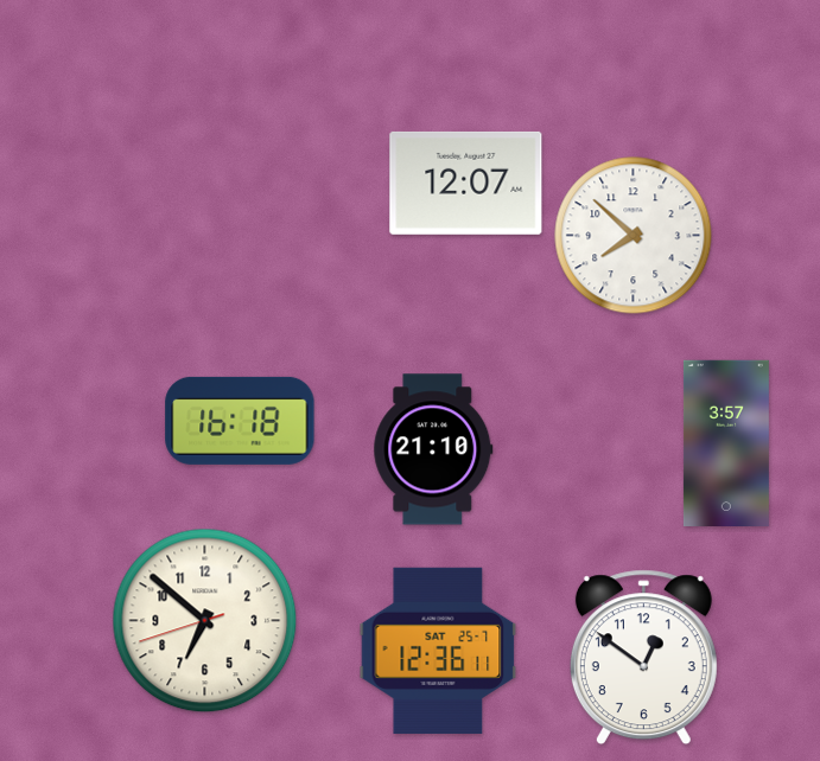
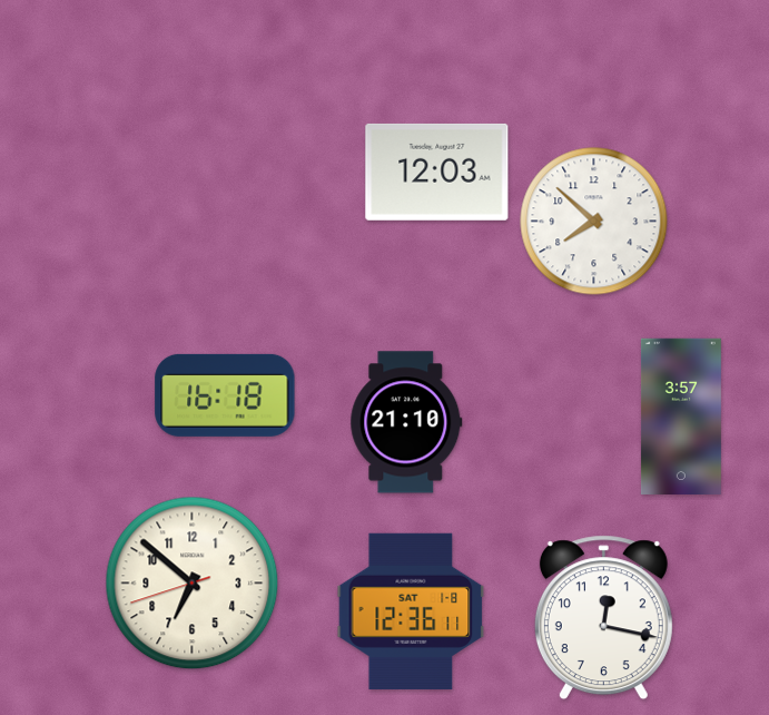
clock at (466, 183): 12:07 -> 12:03
clock at (438, 651) date: SAT 25-7 -> SAT 1-8
clock at (643, 658): 12:51 -> 12:17
